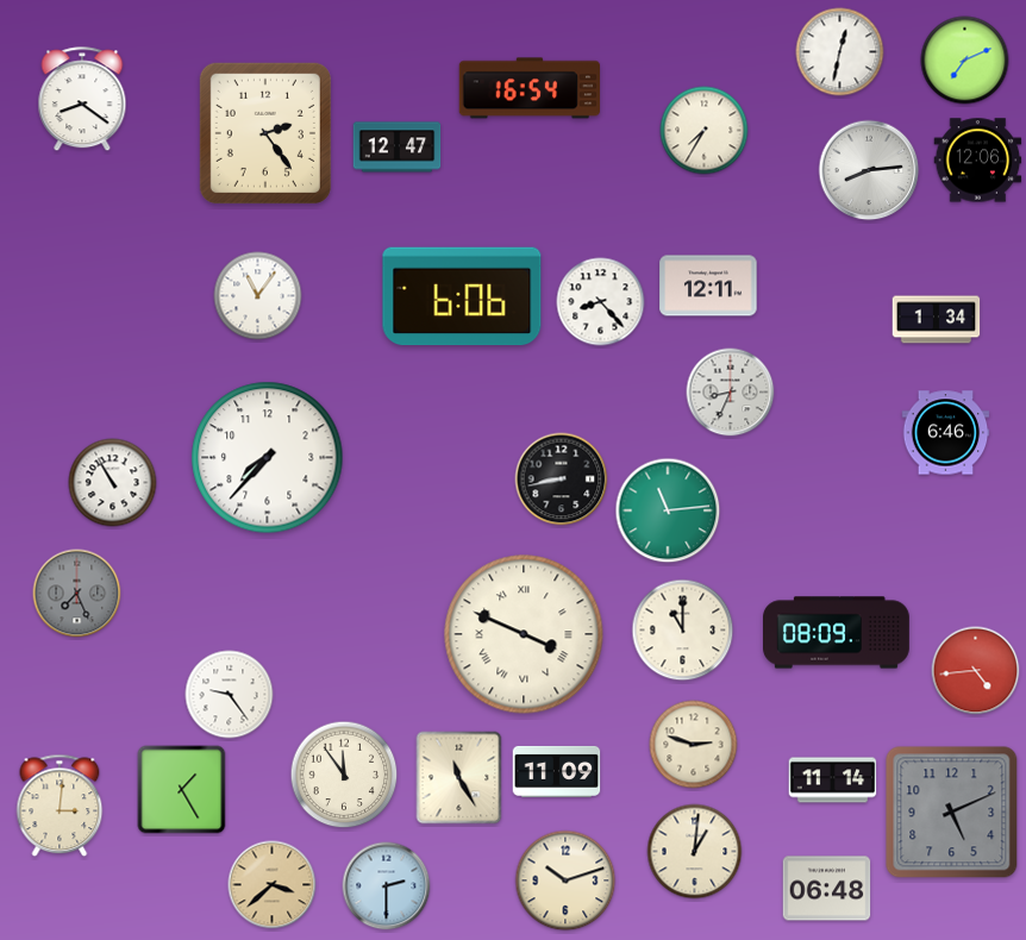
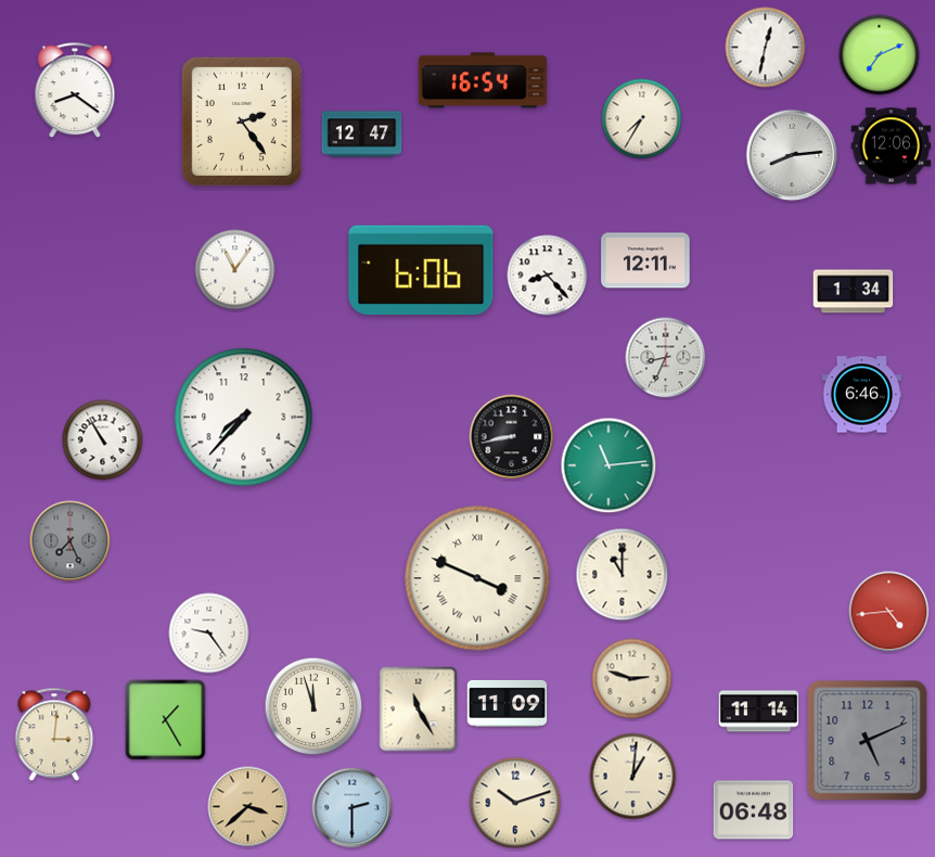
clock at (837, 633): 08:09 -> none
clock at (344, 775): 11:54 -> 11:57
